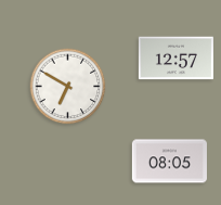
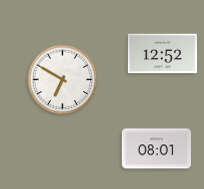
clock at (175, 59): 12:57 -> 12:52
clock at (169, 162): 08:05 -> 08:01
